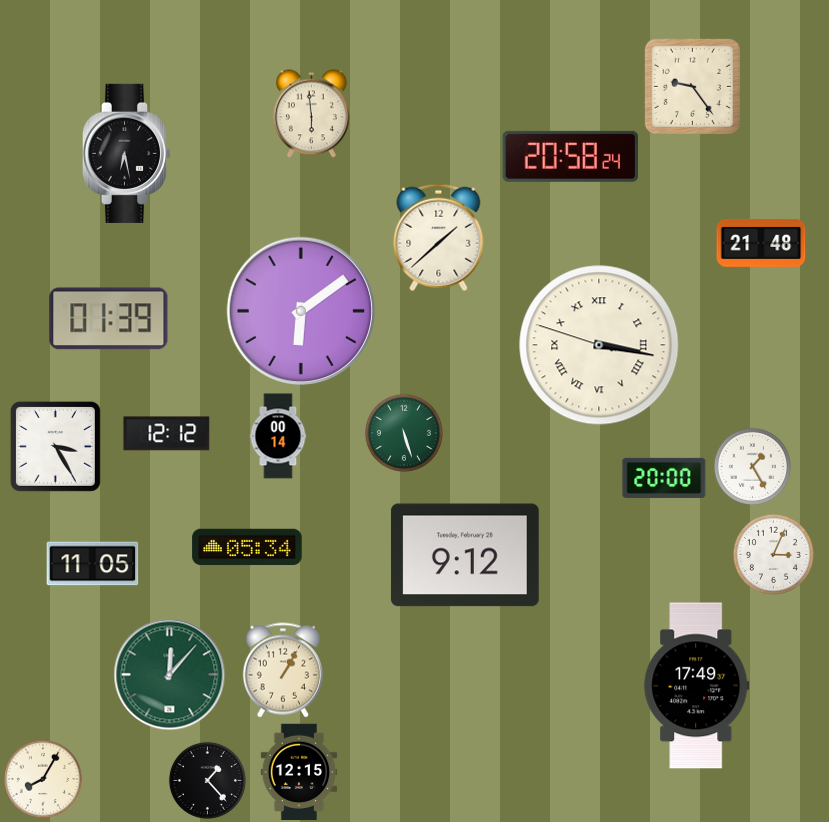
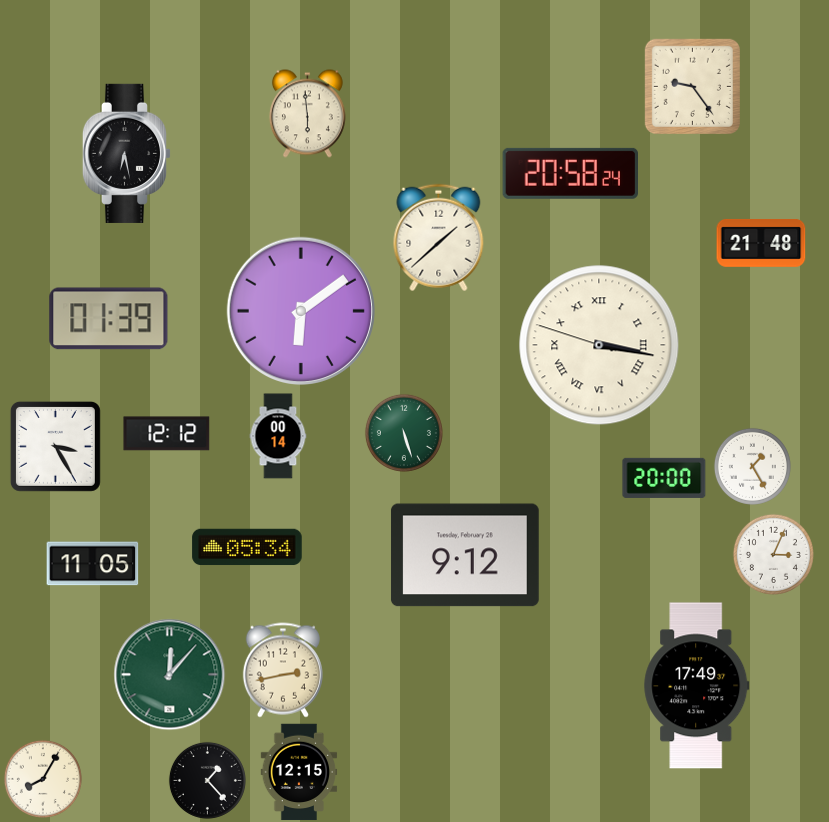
clock at (311, 114) position: (311, 114) -> (307, 114)
clock at (570, 156) position: (570, 156) -> (570, 173)
clock at (283, 670): 1:05 -> 2:43
